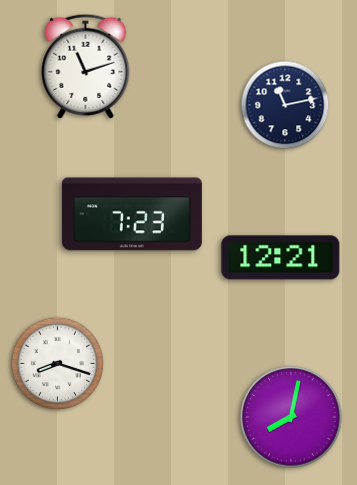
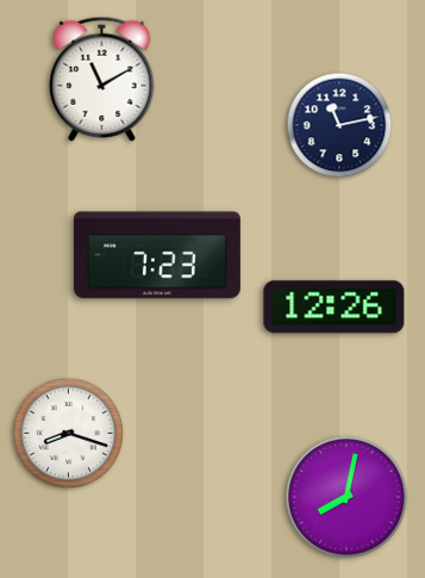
clock at (86, 66): 11:12 -> 11:10
clock at (281, 258): 12:21 -> 12:26
